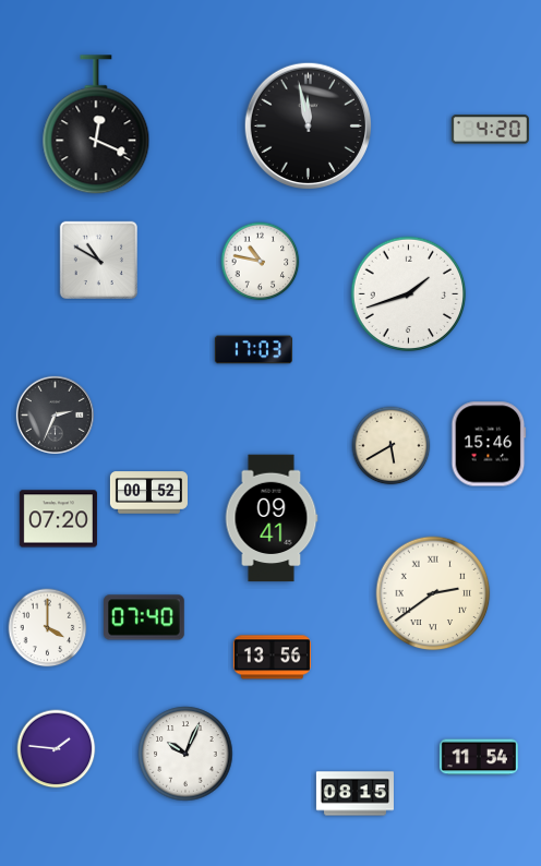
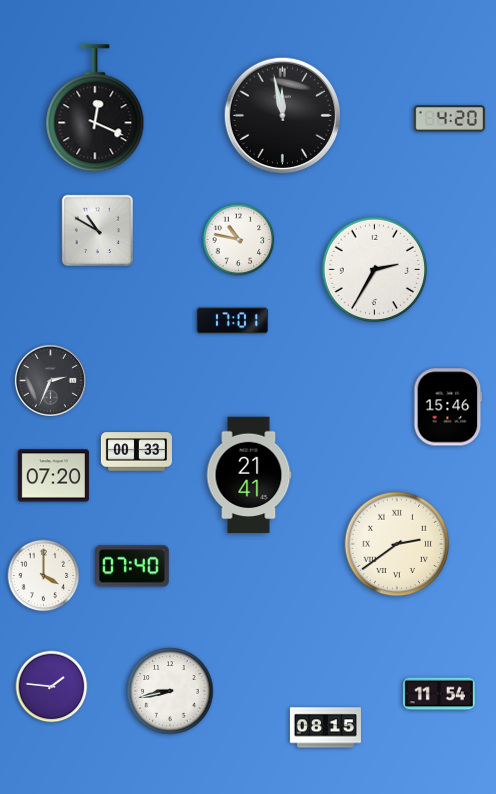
clock at (96, 125) position: (96, 125) -> (95, 109)
clock at (98, 260) position: (98, 260) -> (97, 230)
clock at (409, 294): 1:42 -> 2:35
clock at (253, 350): 17:03 -> 17:01
clock at (392, 446): 5:40 -> none
clock at (148, 493): 00:52 -> 00:33
clock at (272, 518): 09:41 -> 21:41
clock at (272, 658): 13:56 -> none
clock at (185, 754): 10:04 -> 8:43
